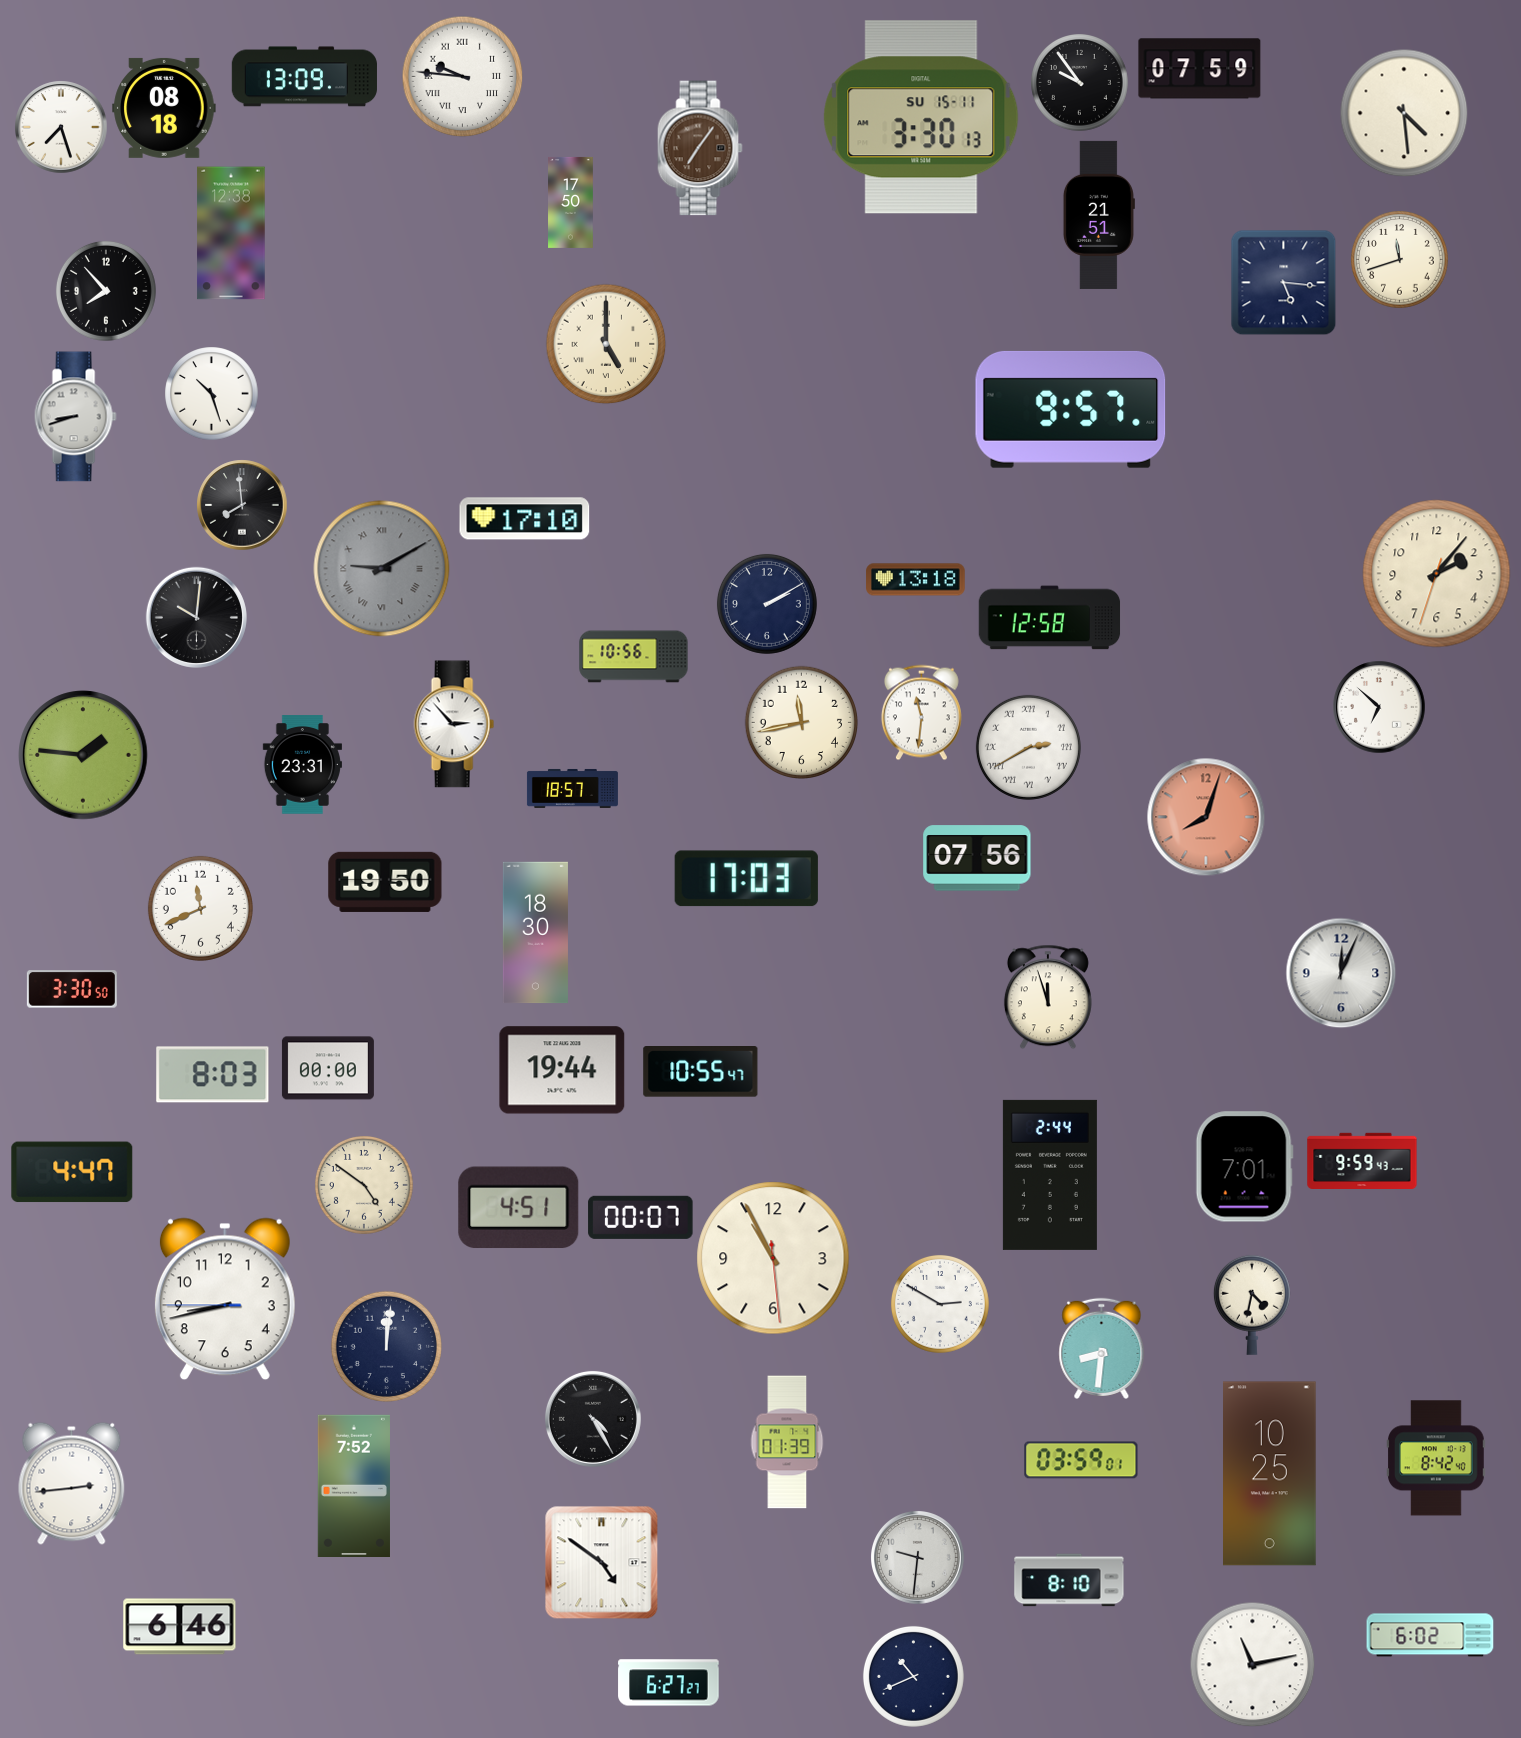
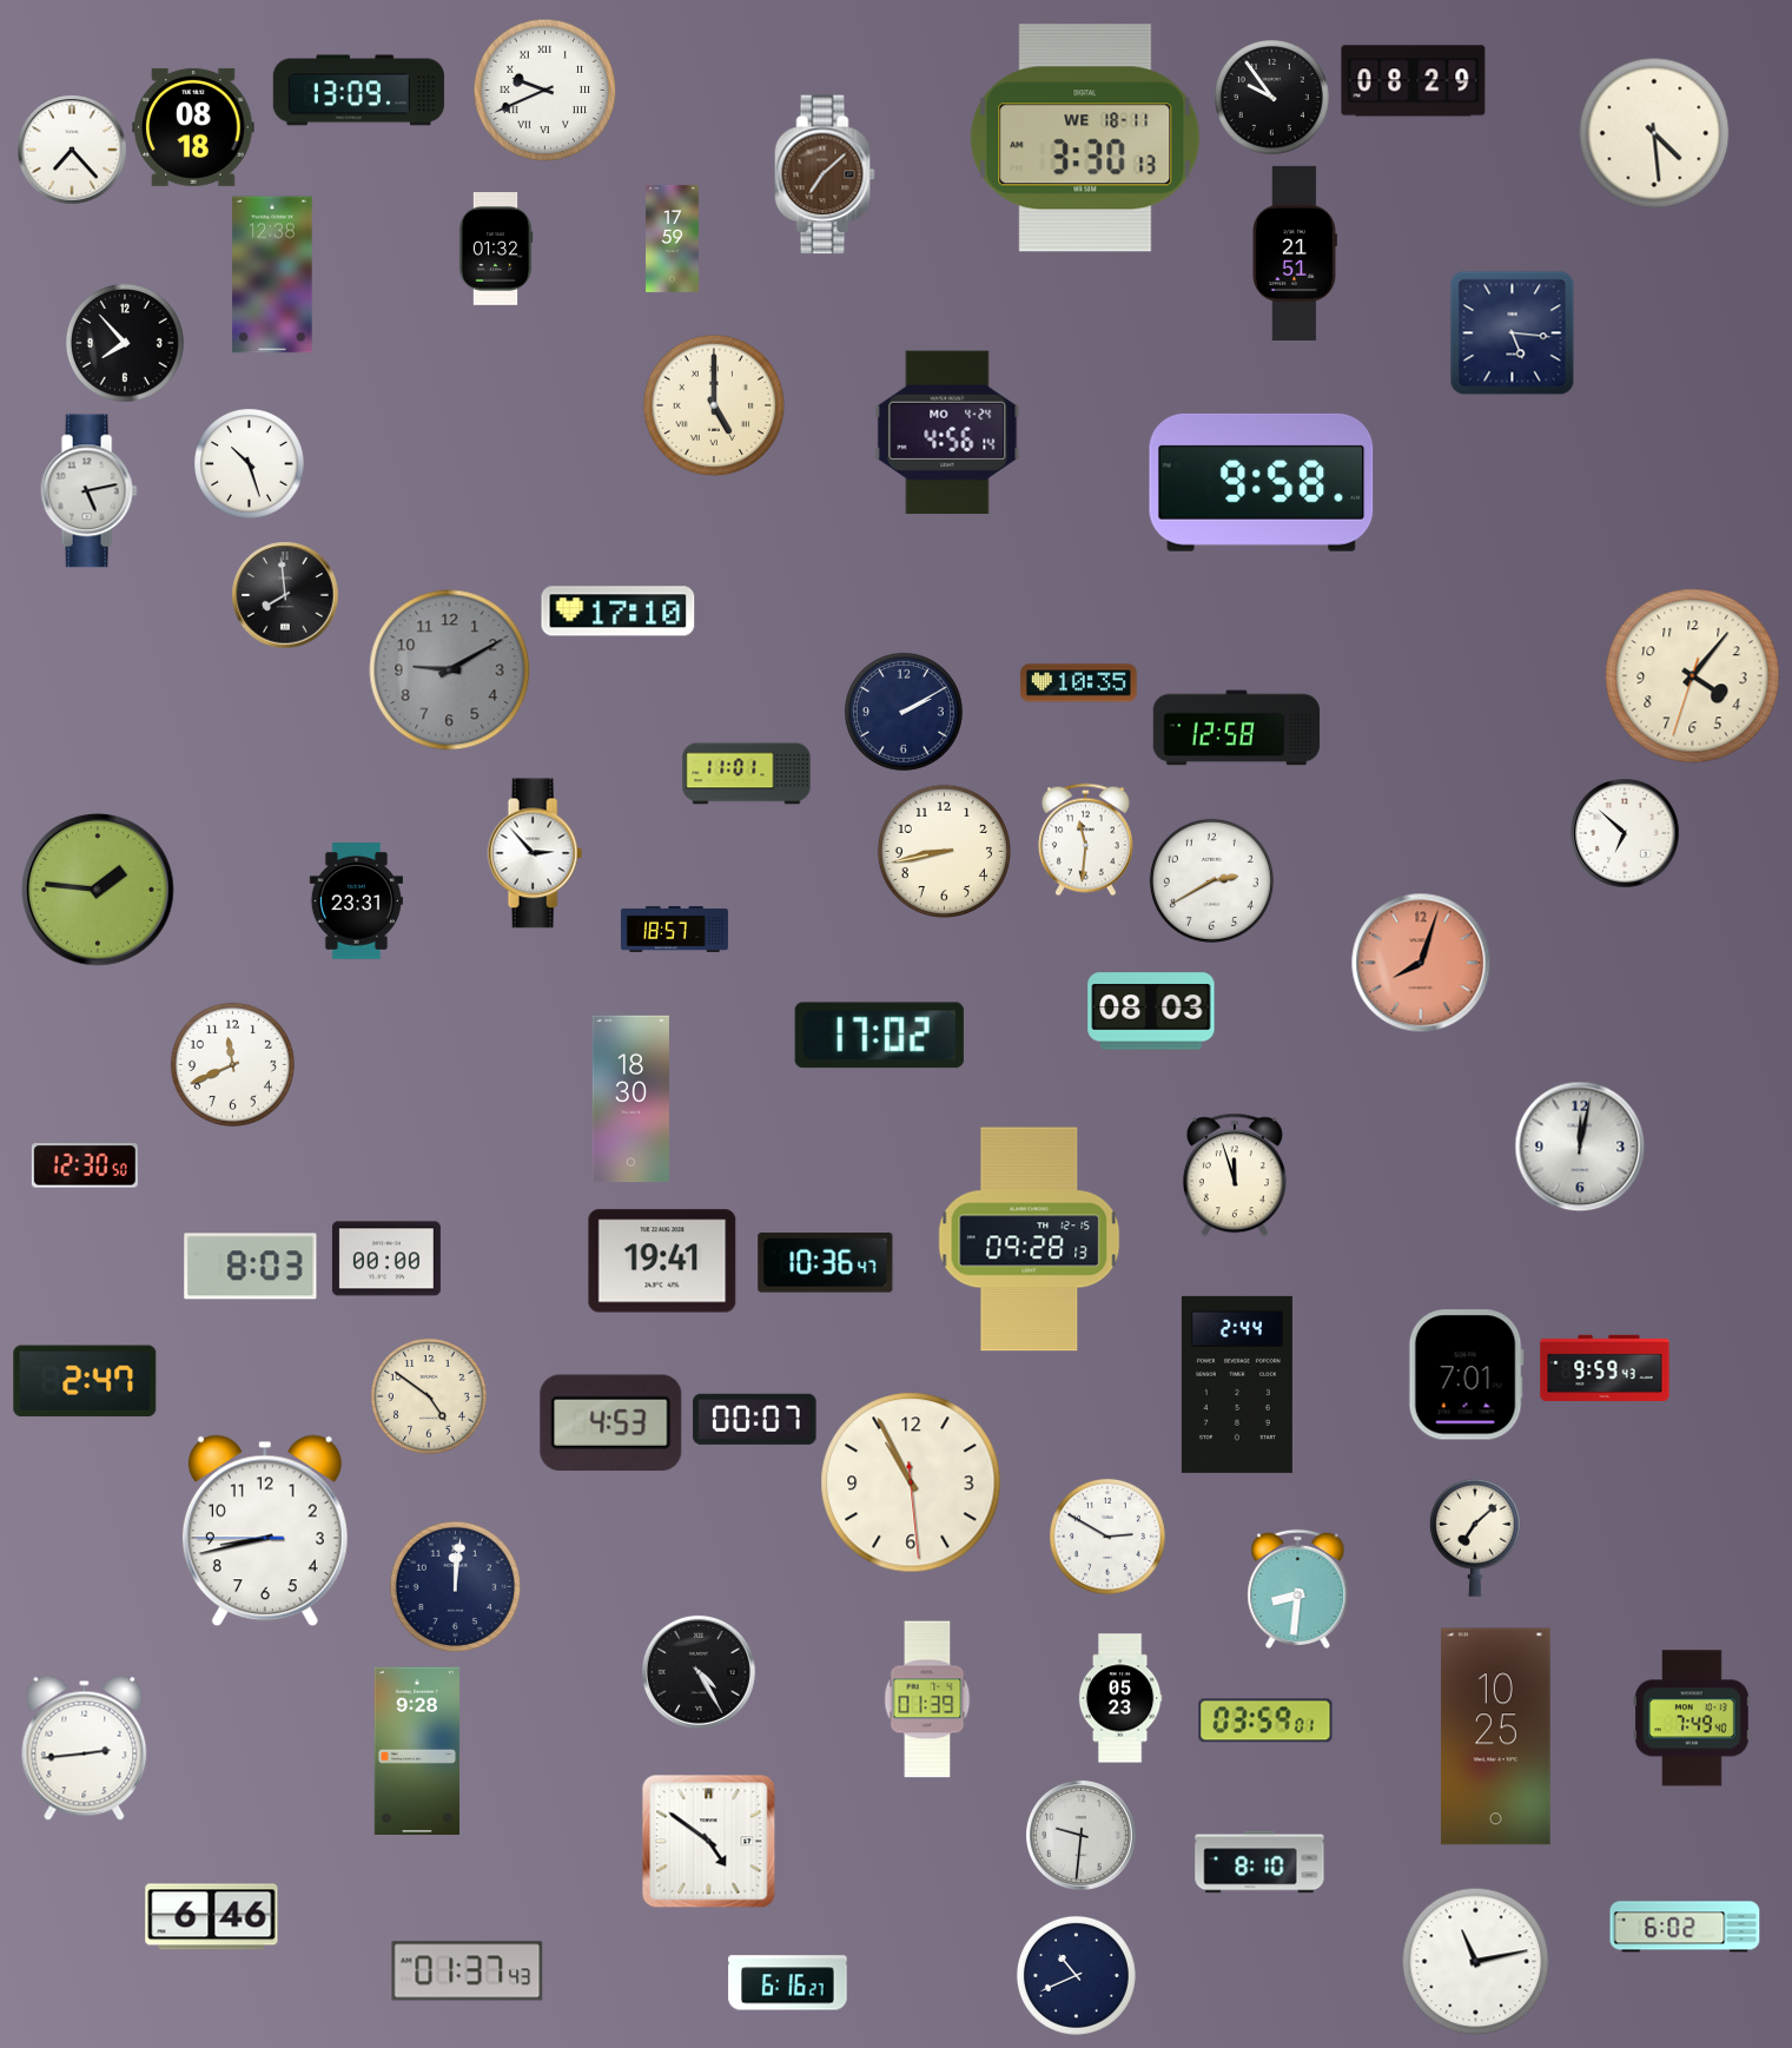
clock at (1200, 69): 07:59 -> 08:29
clock at (462, 76): 9:46 -> 9:41
clock at (921, 117) date: SU 15-11 -> WE 18-11
clock at (61, 127): 7:27 -> 7:23
clock at (700, 148): 7:06 -> 7:08
clock at (571, 202): 17:50 -> 17:59
clock at (496, 250): none -> 01:32
clock at (1400, 260): 11:42 -> none
clock at (947, 432): none -> 4:56
clock at (1071, 409): 9:57 -> 9:58
clock at (75, 417): 8:42 -> 5:13
clock at (382, 569) numerals: Roman -> Arabic
clock at (1437, 574): 2:06 -> 4:06
clock at (916, 580): 13:18 -> 10:35
clock at (196, 617): 10:01 -> none
clock at (634, 657): 10:56 -> 11:01
clock at (801, 722): 11:43 -> 8:43
clock at (1028, 747) numerals: Roman -> Arabic
clock at (977, 858): 07:56 -> 08:03
clock at (746, 879): 17:03 -> 17:02
clock at (385, 882): 19:50 -> none
clock at (200, 908) position: (200, 908) -> (232, 1064)
clock at (1341, 973): 12:04 -> 12:02
clock at (72, 989): 3:30 -> 12:30
clock at (1030, 1240): none -> 09:28
clock at (562, 1070): 19:44 -> 19:41
clock at (701, 1072): 10:55 -> 10:36
clock at (72, 1172): 4:47 -> 2:47
clock at (519, 1208): 4:51 -> 4:53
clock at (641, 1217) position: (641, 1217) -> (755, 1419)
clock at (1252, 1305): 4:32 -> 7:08
clock at (1120, 1698): none -> 05:23
clock at (1437, 1458): 8:42 -> 7:49
clock at (1081, 1460) position: (1081, 1460) -> (1265, 1720)
clock at (353, 1485): 7:52 -> 9:28
clock at (468, 1971): none -> 01:37
clock at (669, 1683): 6:27 -> 6:16
